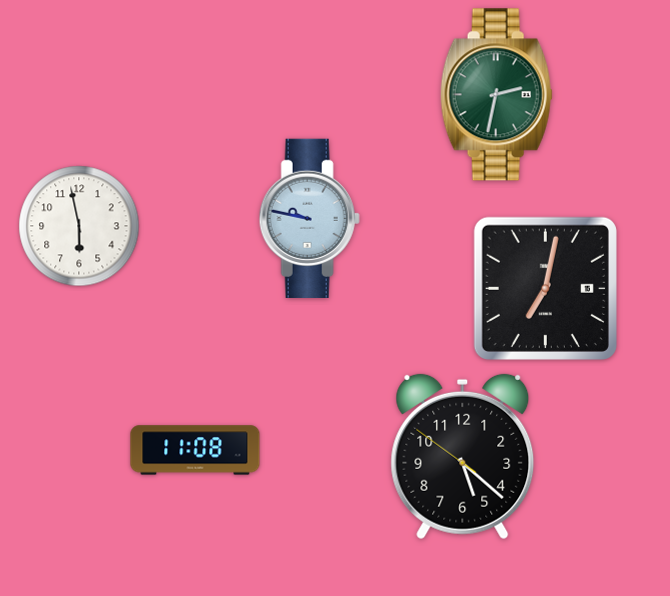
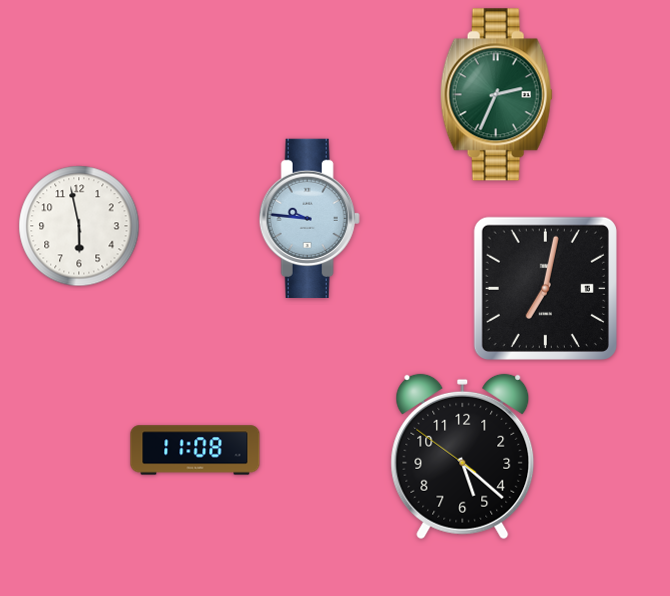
clock at (496, 95): 2:32 -> 2:34
clock at (309, 218): 9:47 -> 9:46
